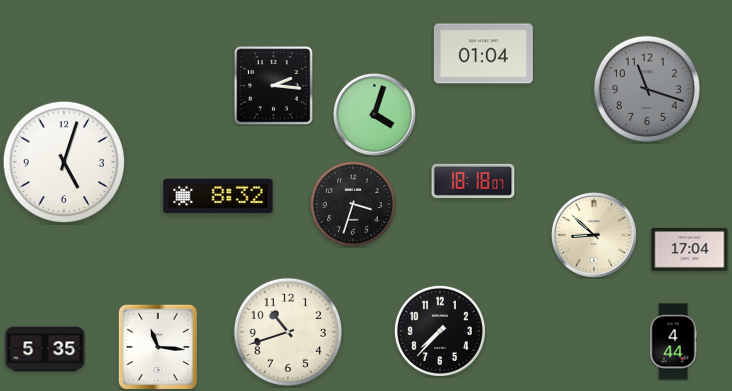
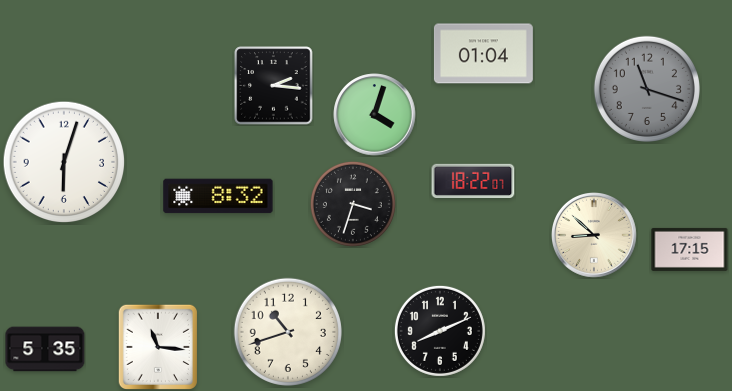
clock at (64, 162): 5:03 -> 6:03
clock at (473, 180): 18:18 -> 18:22
clock at (690, 249): 17:04 -> 17:15
clock at (440, 331): 7:37 -> 8:11
clock at (673, 342): 4:44 -> none
